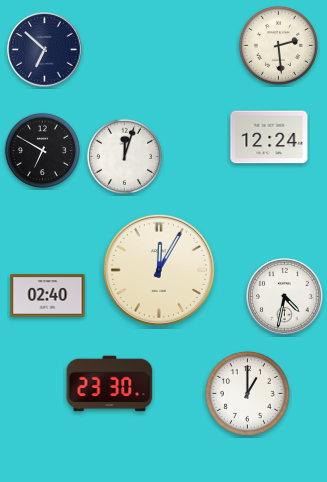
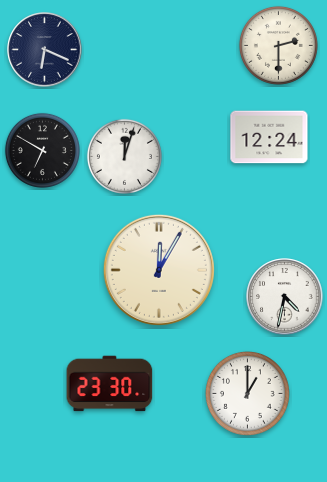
clock at (278, 45): 2:29 -> 2:30
clock at (45, 50): 6:52 -> 6:19
clock at (48, 296): 02:40 -> none
